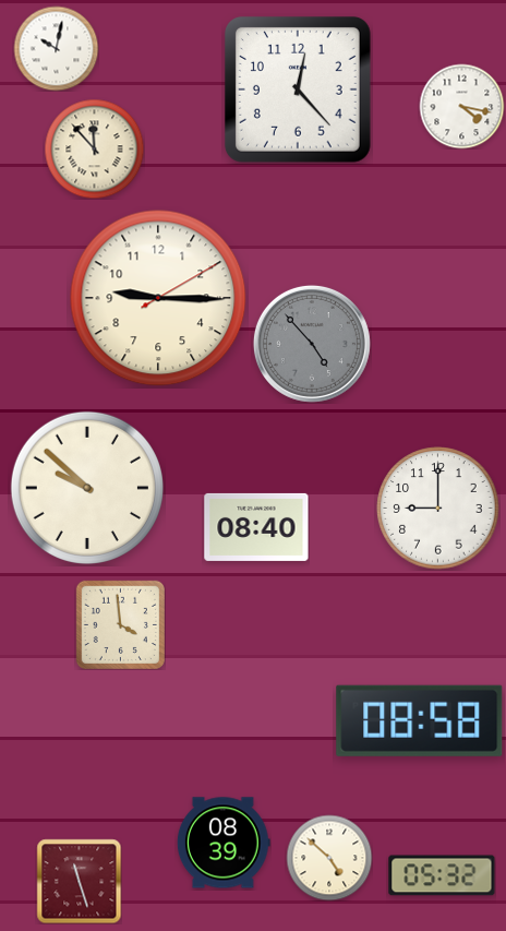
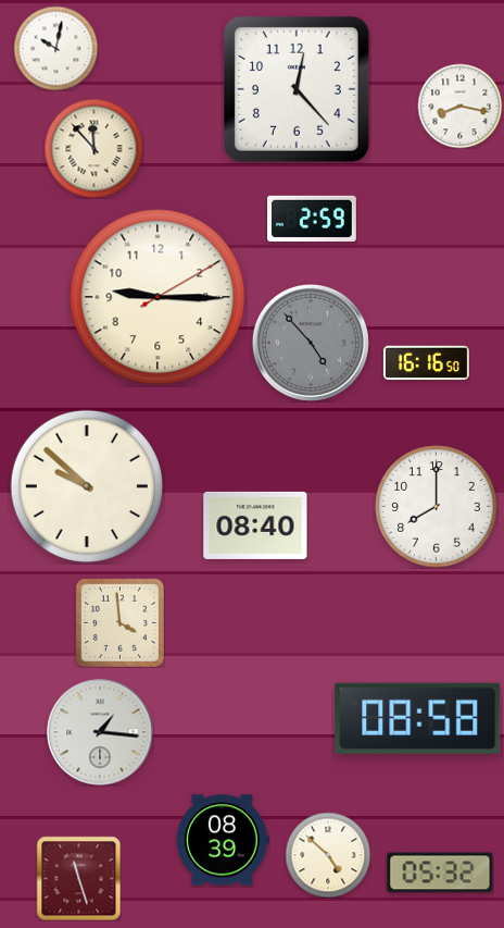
clock at (461, 106): 4:17 -> 8:17
clock at (313, 218): none -> 2:59
clock at (426, 363): none -> 16:16
clock at (438, 509): 9:00 -> 8:00
clock at (100, 732): none -> 1:16
